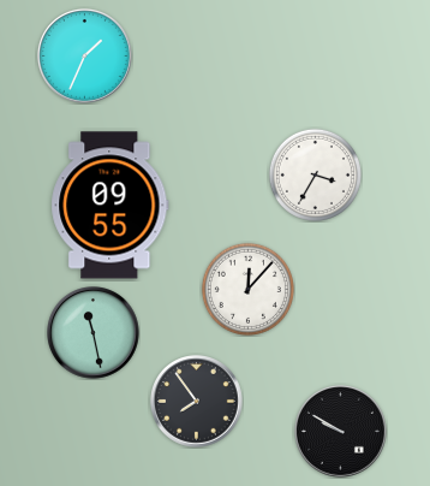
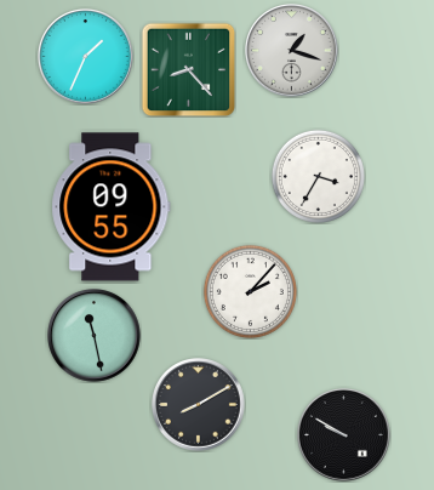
clock at (292, 51): none -> 1:18
clock at (188, 69): none -> 8:23
clock at (247, 289): 12:07 -> 2:07
clock at (197, 402): 7:54 -> 8:10
